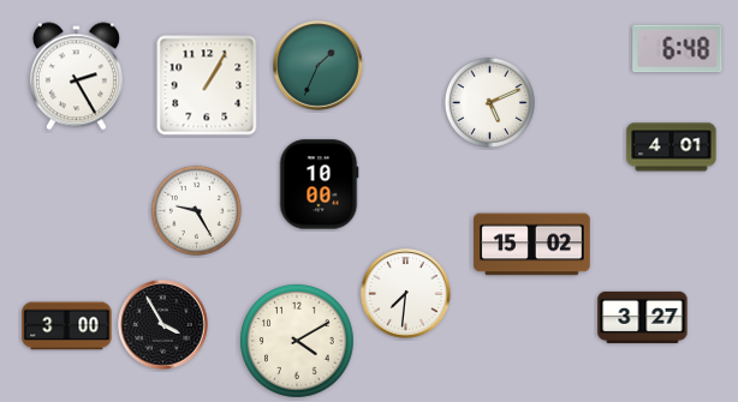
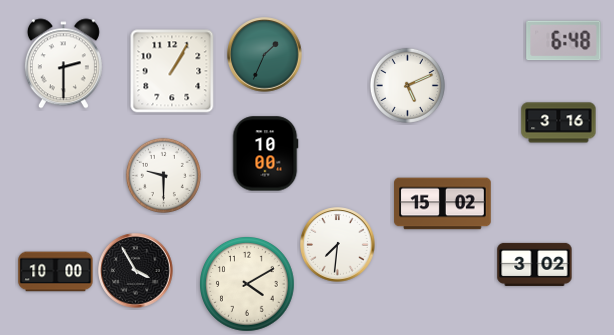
clock at (76, 77): 2:25 -> 2:30
clock at (672, 148): 4:01 -> 3:16
clock at (196, 210): 9:25 -> 9:30
clock at (643, 317): 3:27 -> 3:02
clock at (67, 326): 3:00 -> 10:00
